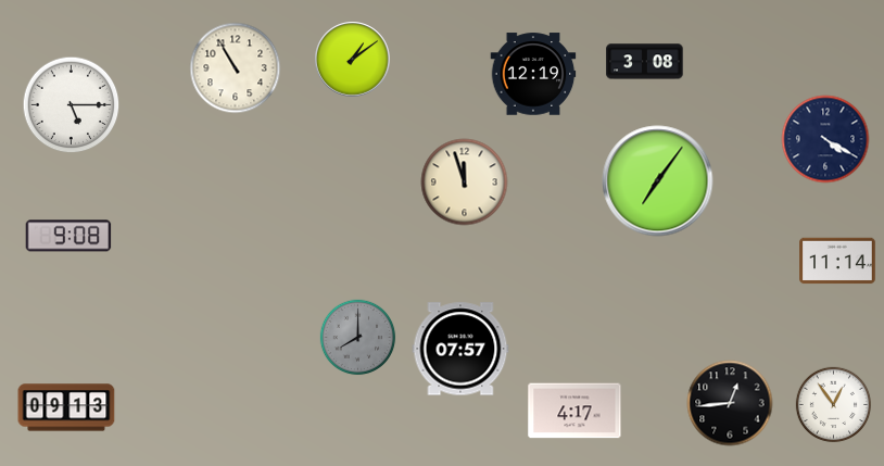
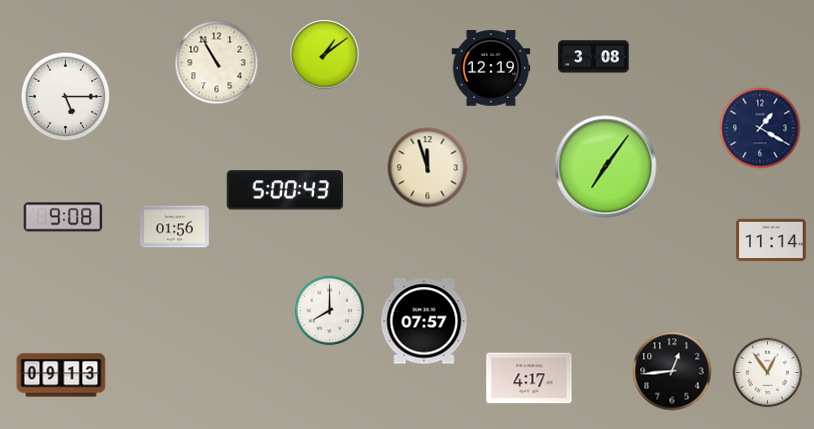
clock at (825, 139): 4:20 -> 1:20
clock at (285, 190): none -> 5:00
clock at (174, 227): none -> 01:56
clock at (358, 338) dial: grey -> white
